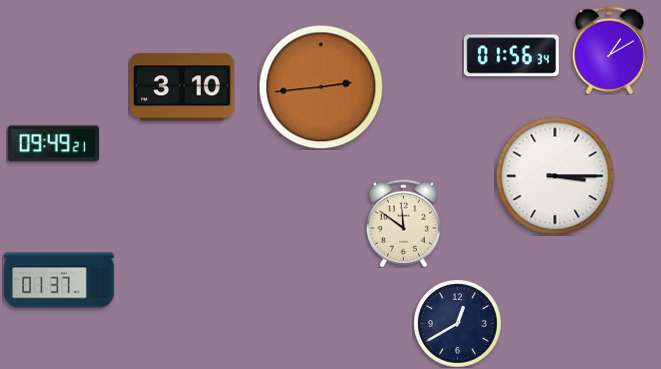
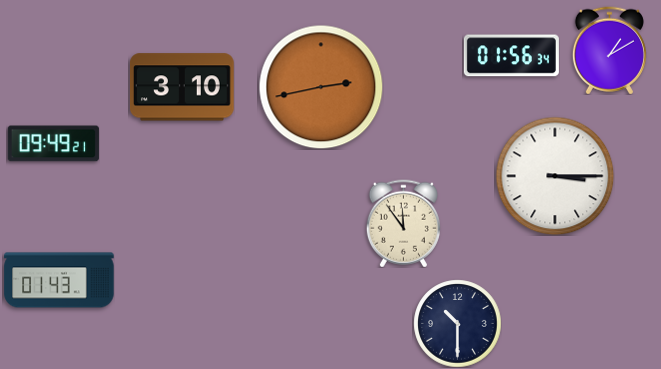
clock at (321, 87): 2:44 -> 2:43
clock at (403, 223): 11:51 -> 11:54
clock at (59, 280): 01:37 -> 01:43
clock at (457, 323): 12:40 -> 10:30
